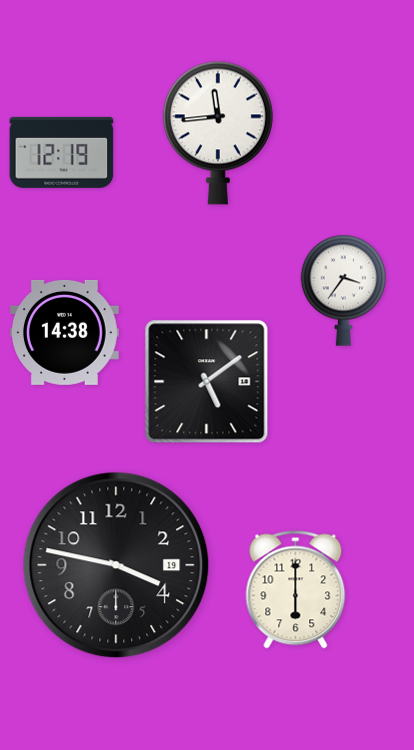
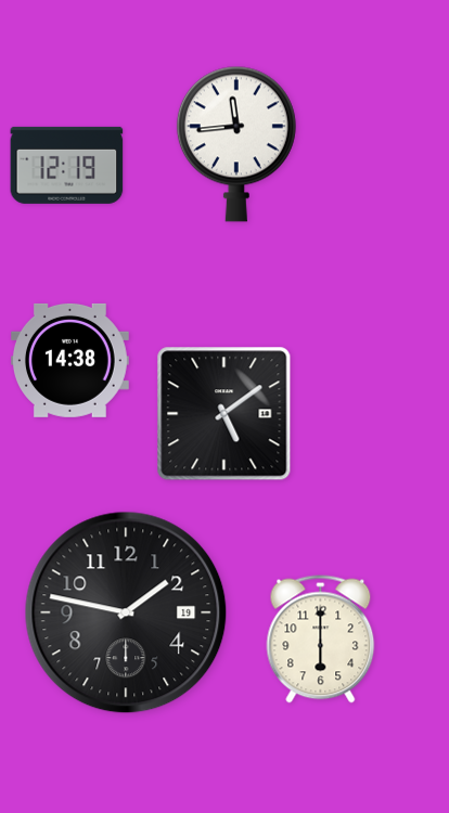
clock at (344, 290): 3:36 -> none
clock at (116, 565): 3:47 -> 1:47
